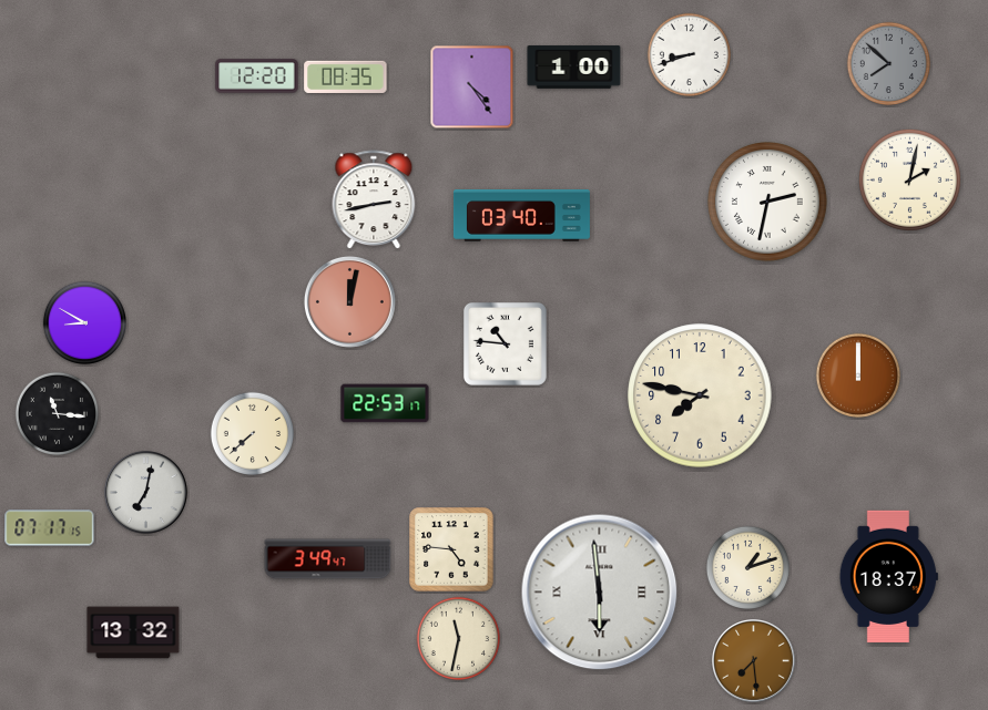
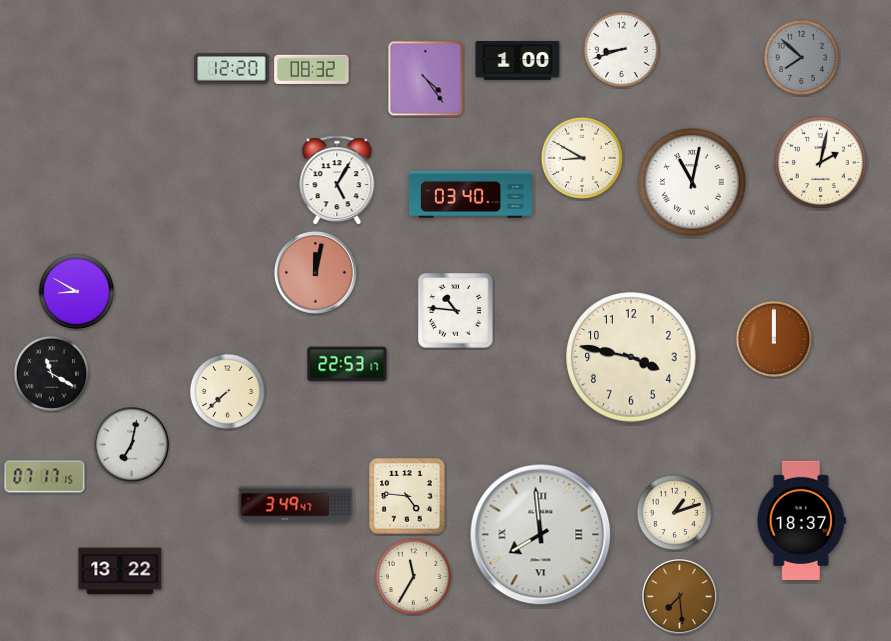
clock at (346, 76): 08:35 -> 08:32
clock at (582, 158): none -> 8:50
clock at (374, 200): 2:43 -> 5:05
clock at (768, 203): 2:32 -> 11:02
clock at (700, 395): 7:47 -> 3:47
clock at (57, 413): 11:16 -> 11:20
clock at (600, 593): 5:59 -> 7:59
clock at (133, 632): 13:32 -> 13:22
clock at (458, 638): 11:32 -> 11:35
